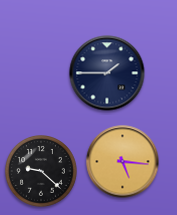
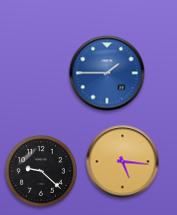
clock at (107, 73) dial: navy -> blue
